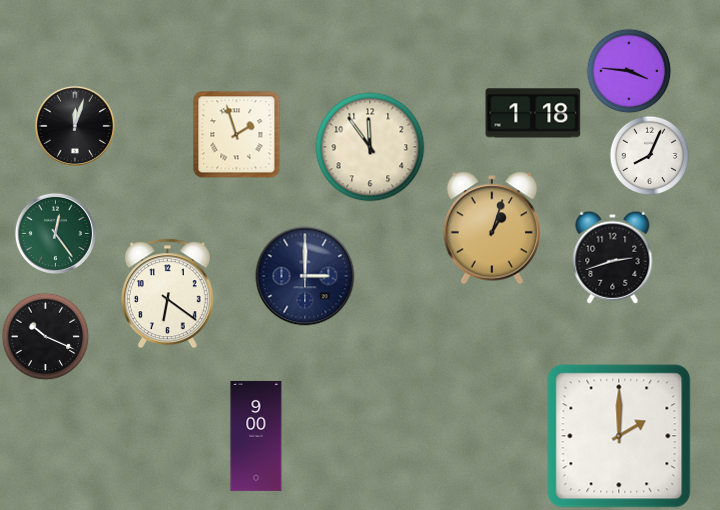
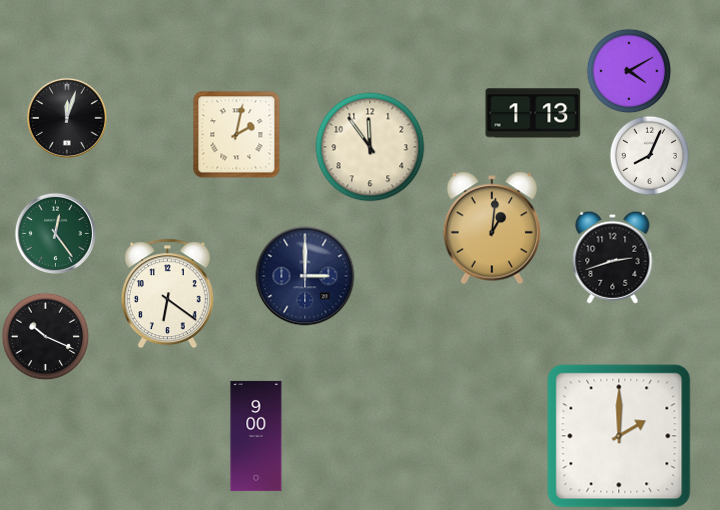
clock at (629, 71): 3:46 -> 4:10
clock at (533, 113): 1:18 -> 1:13
clock at (75, 126) position: (75, 126) -> (67, 118)
clock at (237, 135): 1:57 -> 2:02
clock at (492, 228): 1:03 -> 1:01
